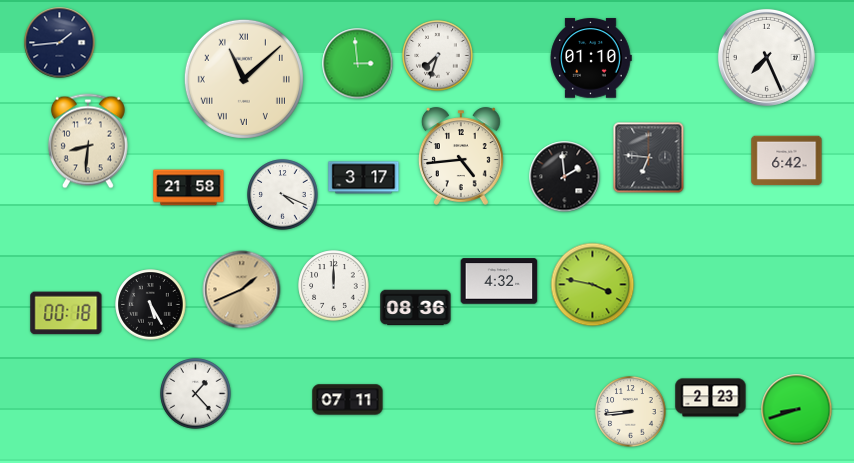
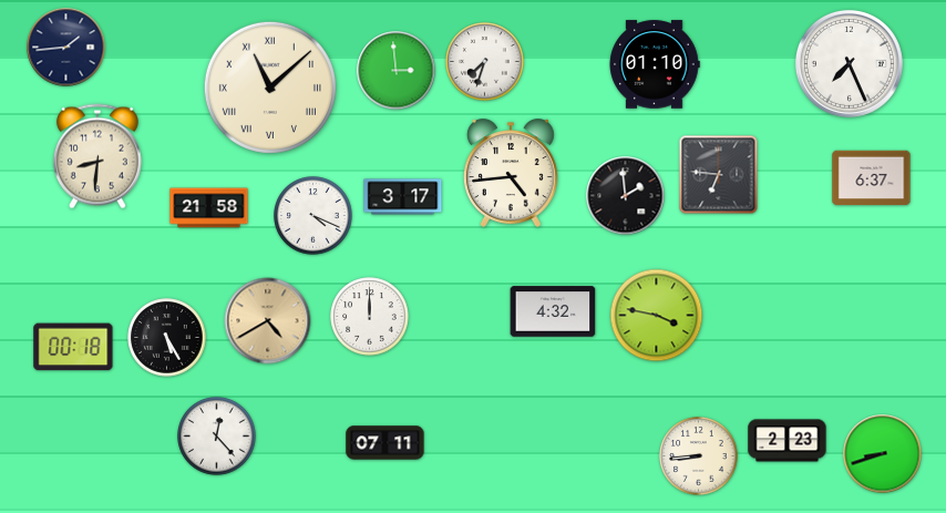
clock at (787, 161): 6:42 -> 6:37
clock at (242, 290): 1:41 -> 4:40
clock at (416, 308): 08:36 -> none
clock at (196, 394): 1:23 -> 12:23
